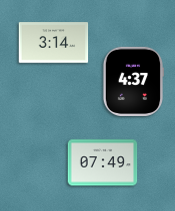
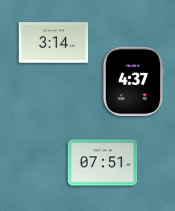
clock at (103, 163): 07:49 -> 07:51
